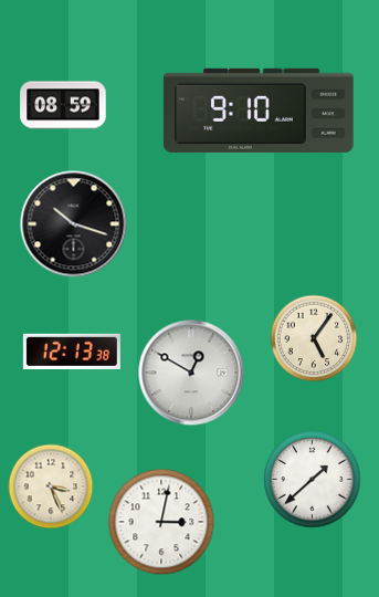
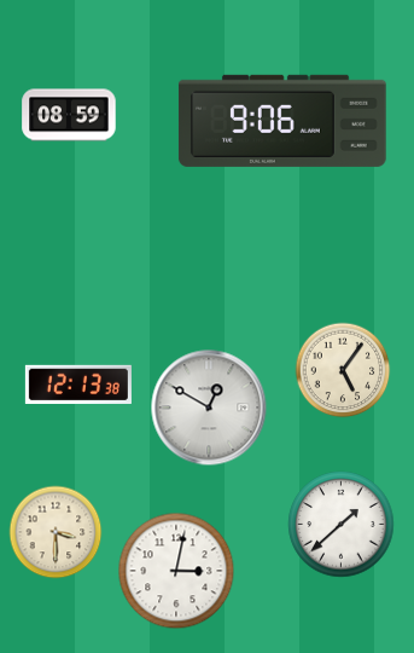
clock at (259, 111): 9:10 -> 9:06
clock at (74, 224): 10:18 -> none
clock at (51, 486): 3:26 -> 3:30
